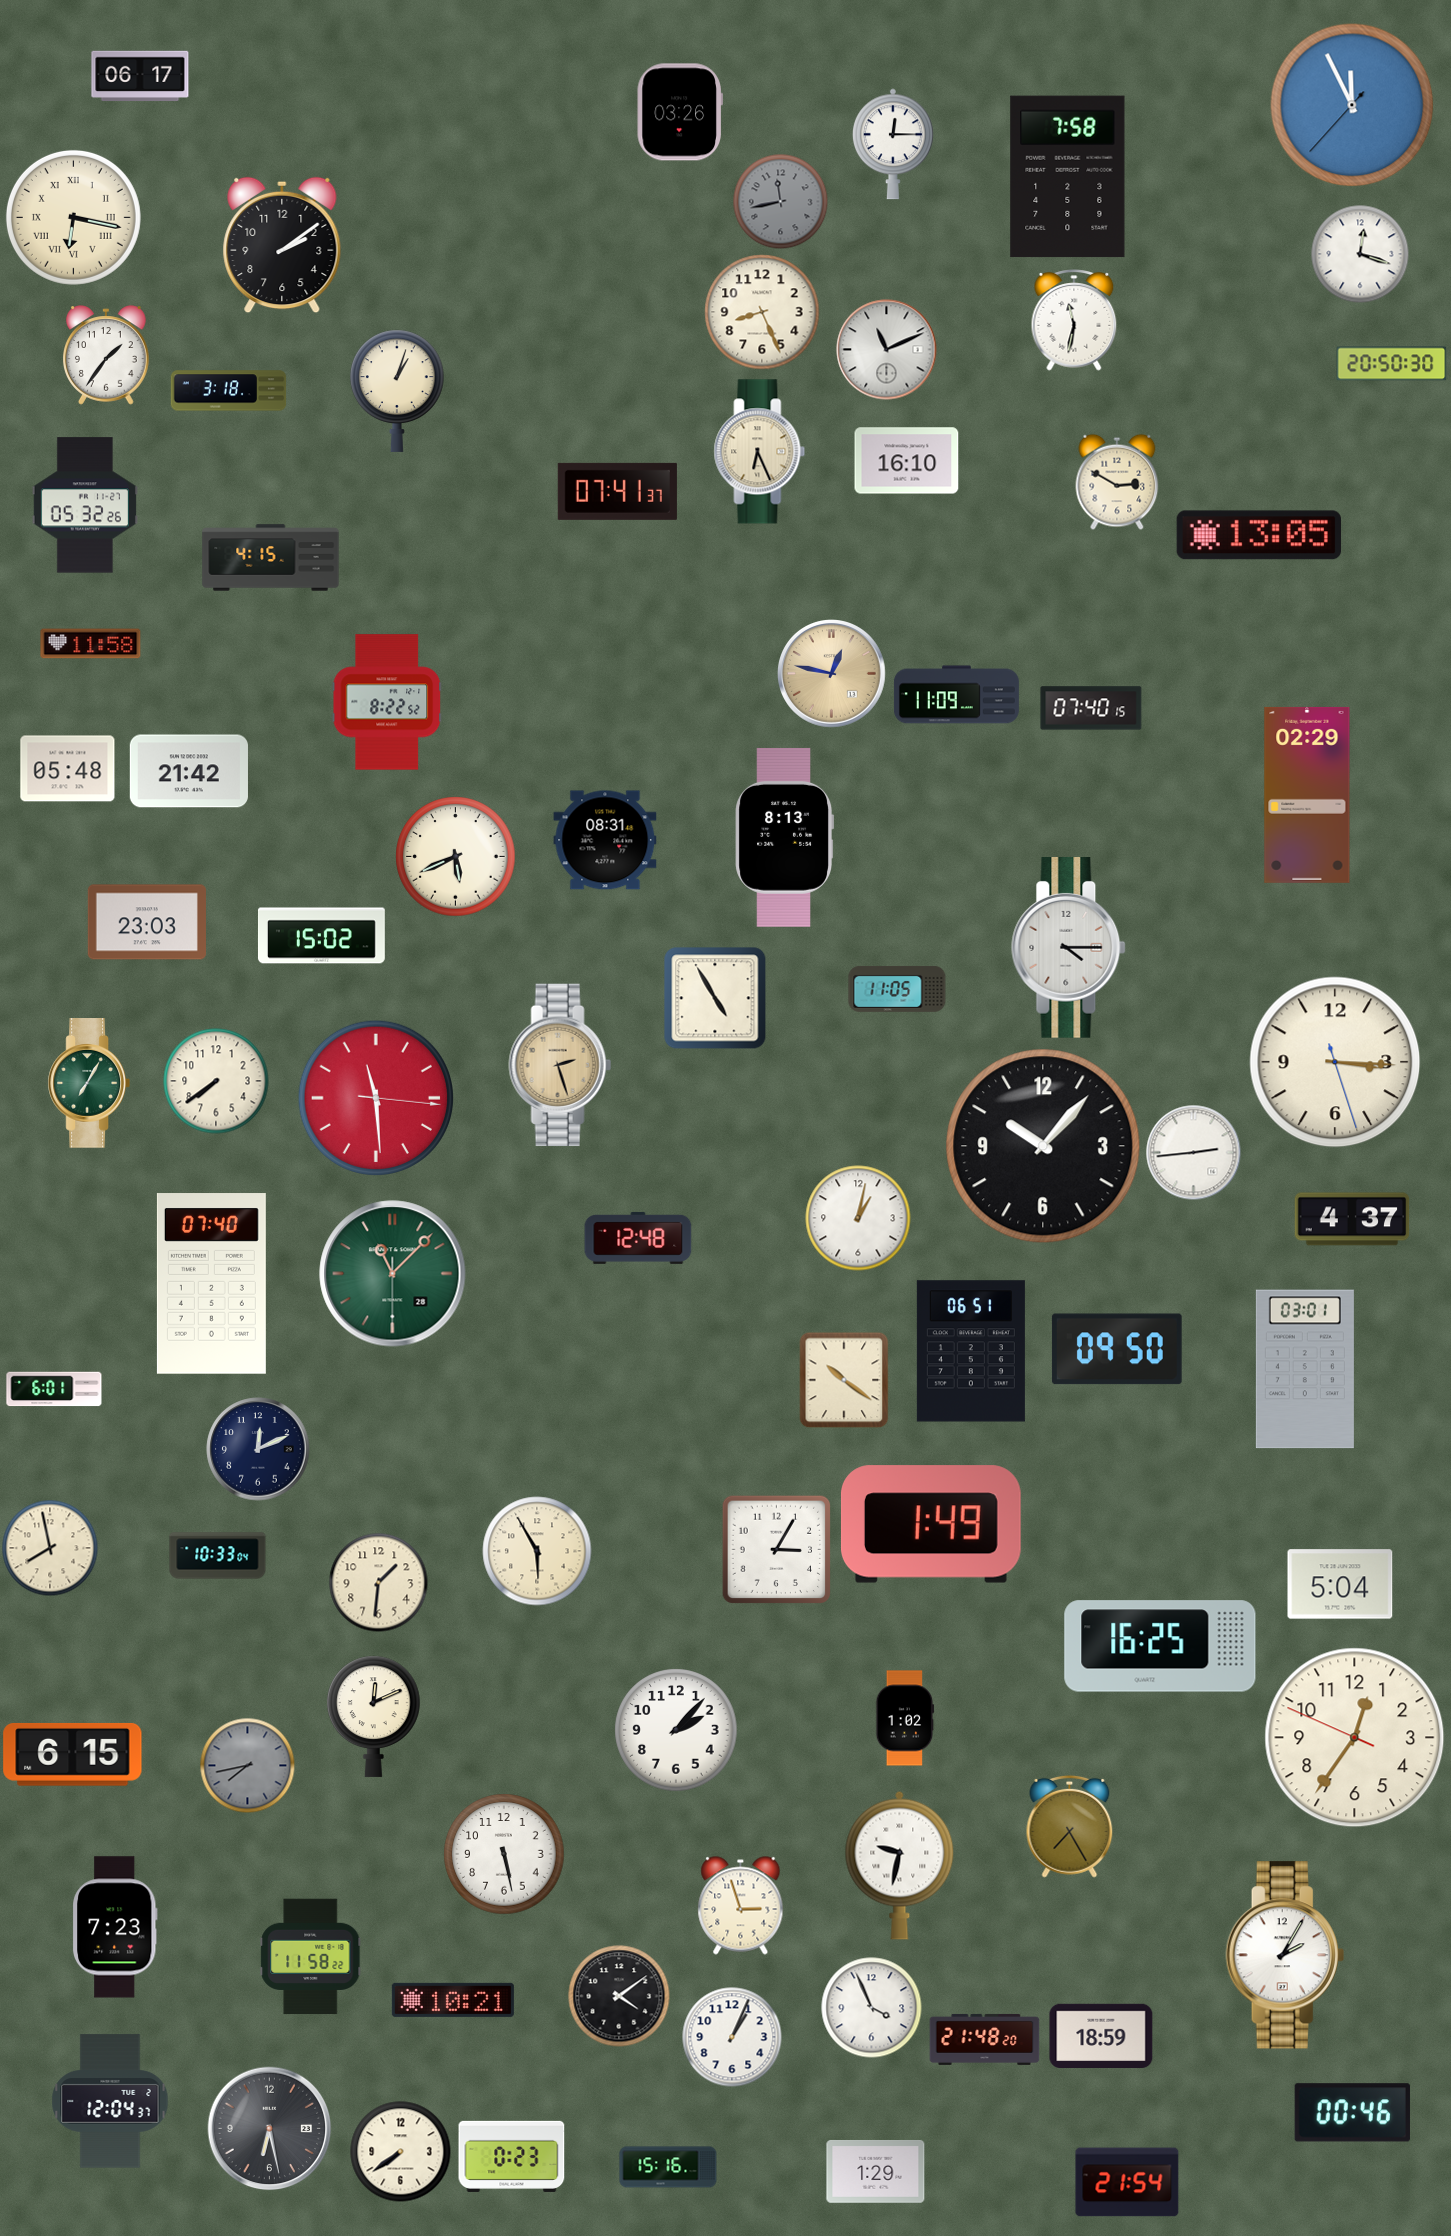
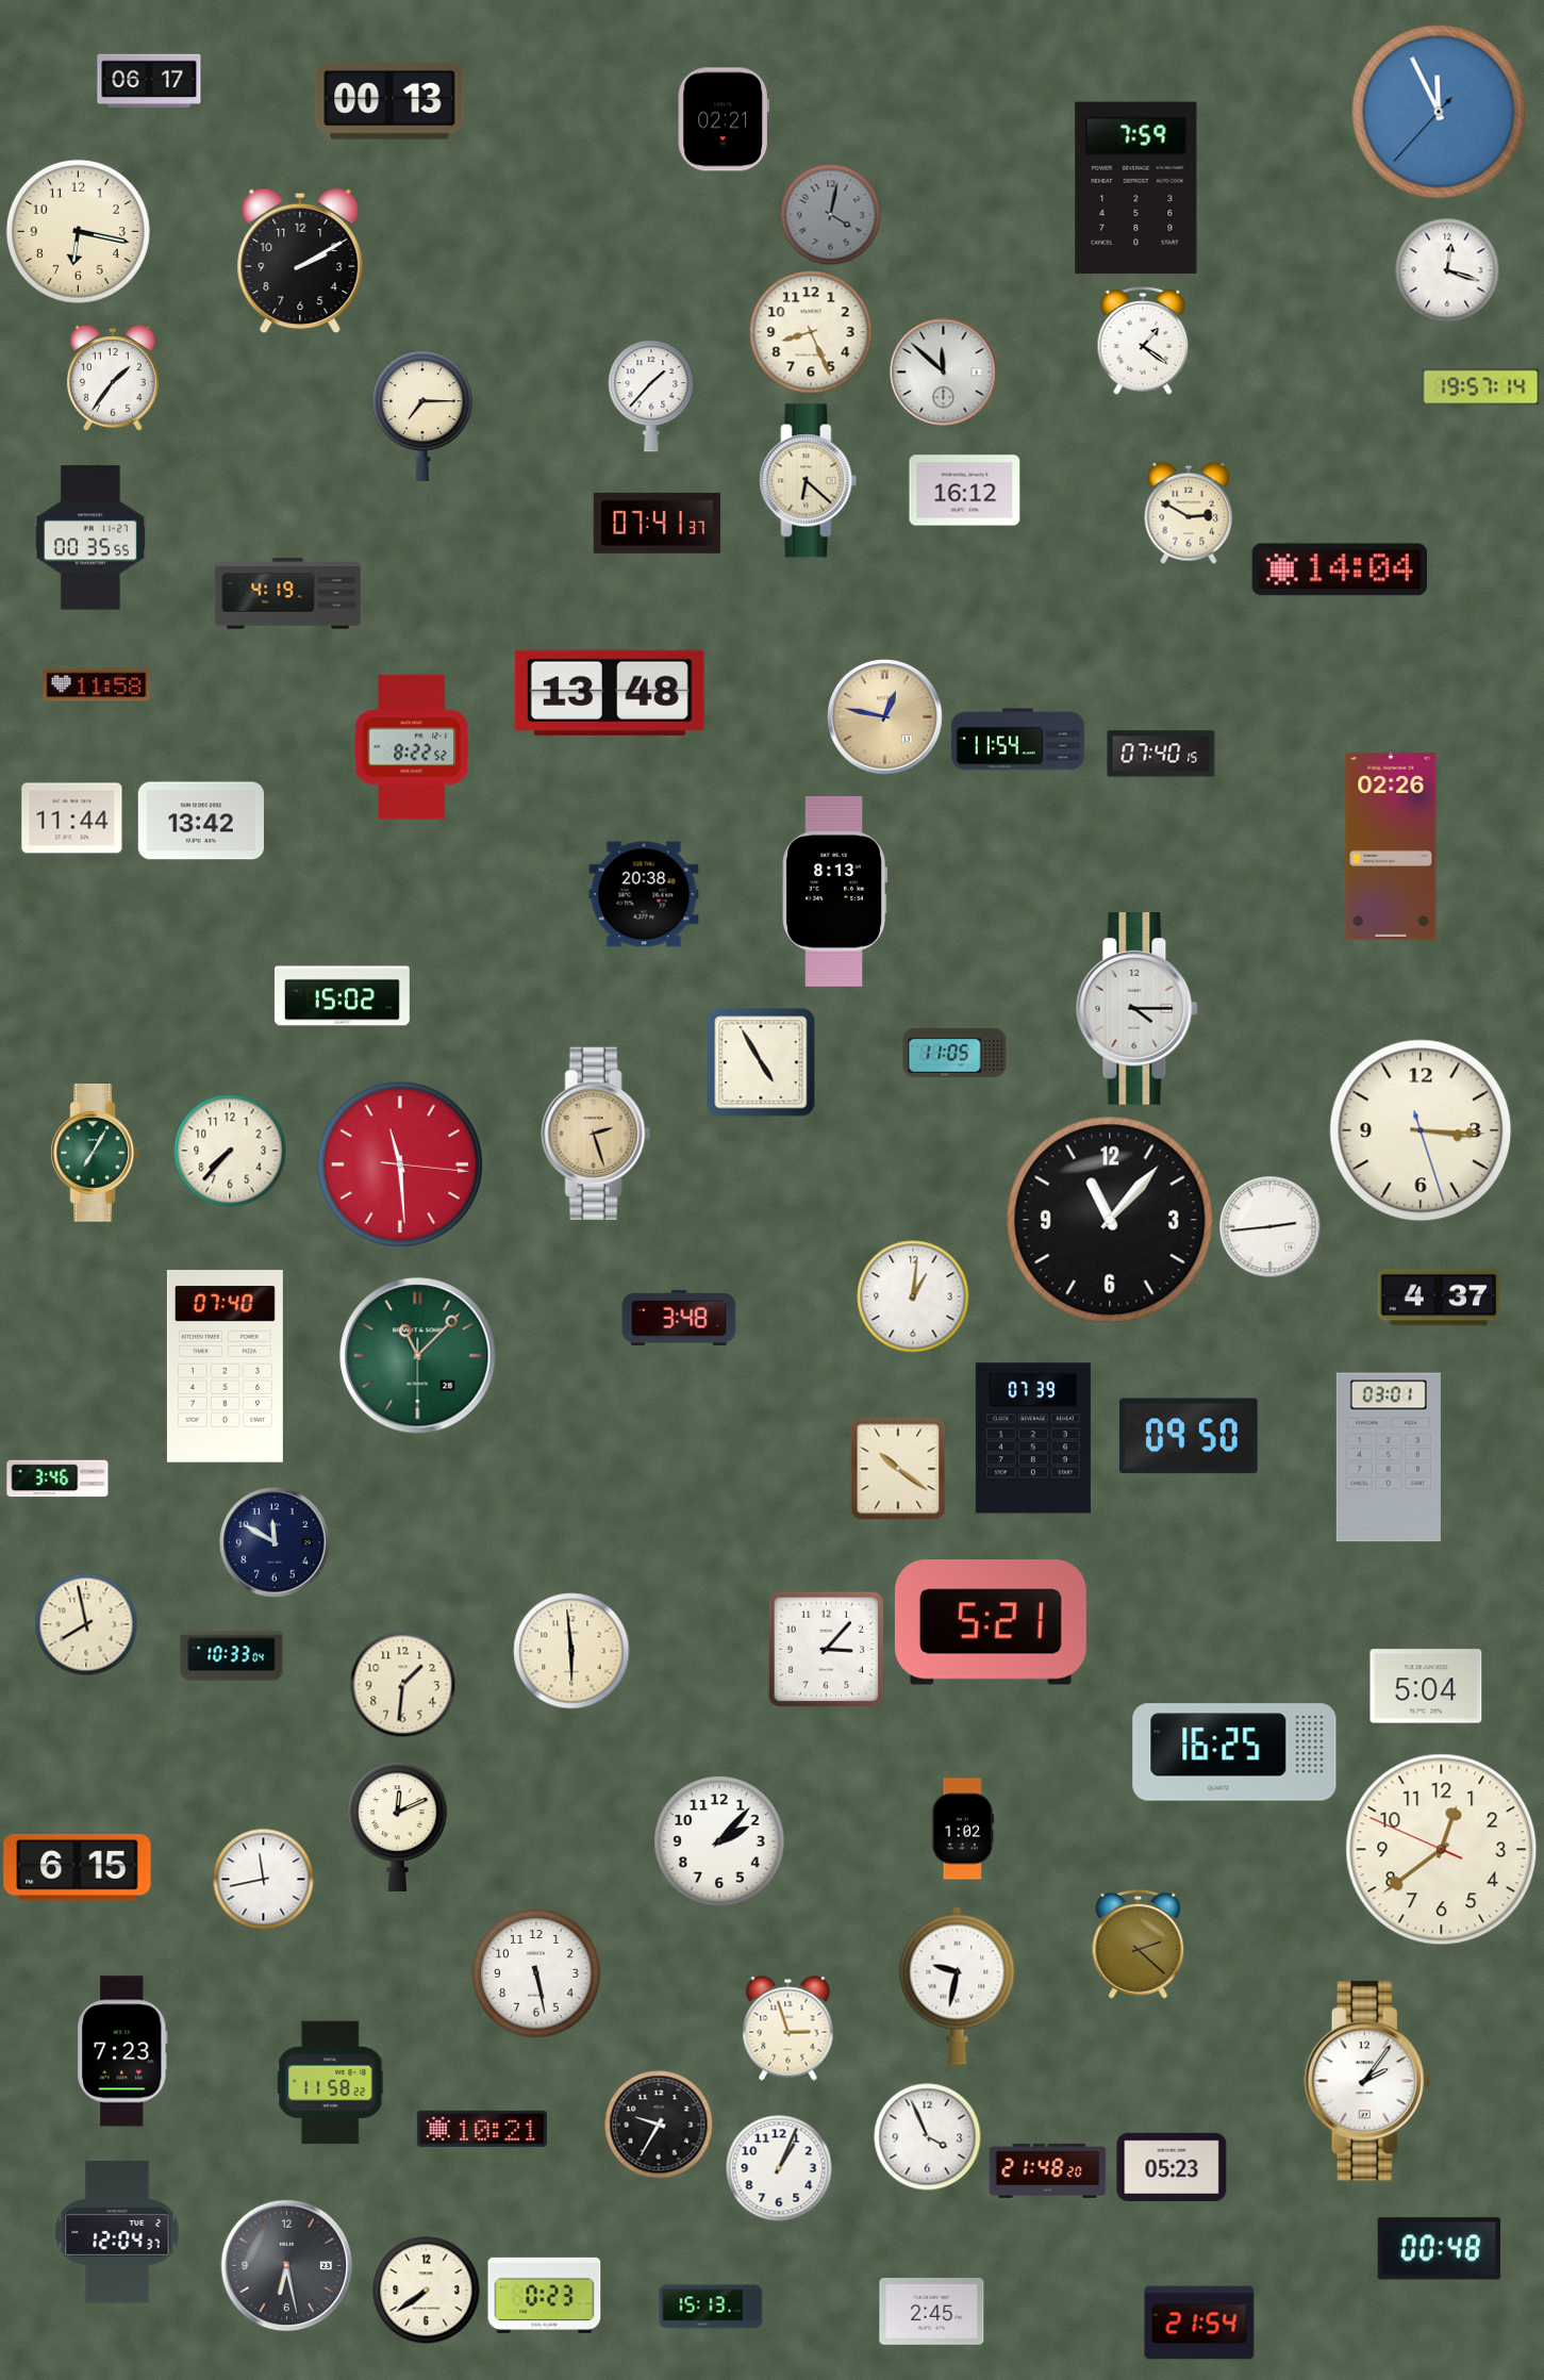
clock at (389, 101): none -> 00:13
clock at (680, 112): 03:26 -> 02:21
clock at (893, 144): 12:15 -> none
clock at (1068, 177): 7:58 -> 7:59
clock at (780, 201): 11:43 -> 4:02
clock at (73, 217) numerals: Roman -> Arabic
clock at (282, 245): 2:09 -> 2:10
clock at (1074, 320): 11:32 -> 1:21
clock at (887, 350): 11:11 -> 11:52
clock at (1392, 364): 20:50 -> 19:57
clock at (651, 397): none -> 1:37
clock at (229, 391): 3:18 -> none
clock at (398, 391): 1:03 -> 7:15
clock at (760, 452): 6:26 -> 6:22
clock at (907, 461): 16:10 -> 16:12
clock at (85, 505): 05:32 -> 00:35
clock at (1259, 535): 13:05 -> 14:04
clock at (271, 558): 4:15 -> 4:19
clock at (610, 693): none -> 13:48
clock at (956, 695): 11:09 -> 11:54
clock at (68, 769): 05:48 -> 11:44
clock at (189, 771): 21:42 -> 13:42
clock at (1307, 795): 02:29 -> 02:26
clock at (605, 840): 08:31 -> 20:38
clock at (456, 857): 5:41 -> none
clock at (147, 922): 23:03 -> none
clock at (216, 1081): 7:39 -> 7:37
clock at (375, 1097) position: (375, 1097) -> (399, 1163)
clock at (1043, 1146): 10:07 -> 11:07
clock at (858, 1218): 1:02 -> 1:01
clock at (638, 1238): 12:48 -> 3:48
clock at (971, 1351): 06:51 -> 07:39
clock at (54, 1389): 6:01 -> 3:46
clock at (258, 1449): 12:11 -> 11:50
clock at (931, 1524): 1:49 -> 5:21
clock at (50, 1548) position: (50, 1548) -> (86, 1624)
clock at (776, 1549): 3:05 -> 3:07
clock at (537, 1551): 5:55 -> 5:59
clock at (1355, 1738): 12:35 -> 12:38
clock at (247, 1765): 7:43 -> 11:43
clock at (247, 1765) dial: grey -> white
clock at (1070, 1826): 7:25 -> 2:22
clock at (1285, 1955): 2:05 -> 2:06
clock at (619, 1996): 4:09 -> 9:35
clock at (1101, 2035): 18:59 -> 05:23
clock at (110, 2101) position: (110, 2101) -> (117, 2232)
clock at (1352, 2113): 00:46 -> 00:48
clock at (668, 2167): 15:16 -> 15:13
clock at (876, 2171): 1:29 -> 2:45
